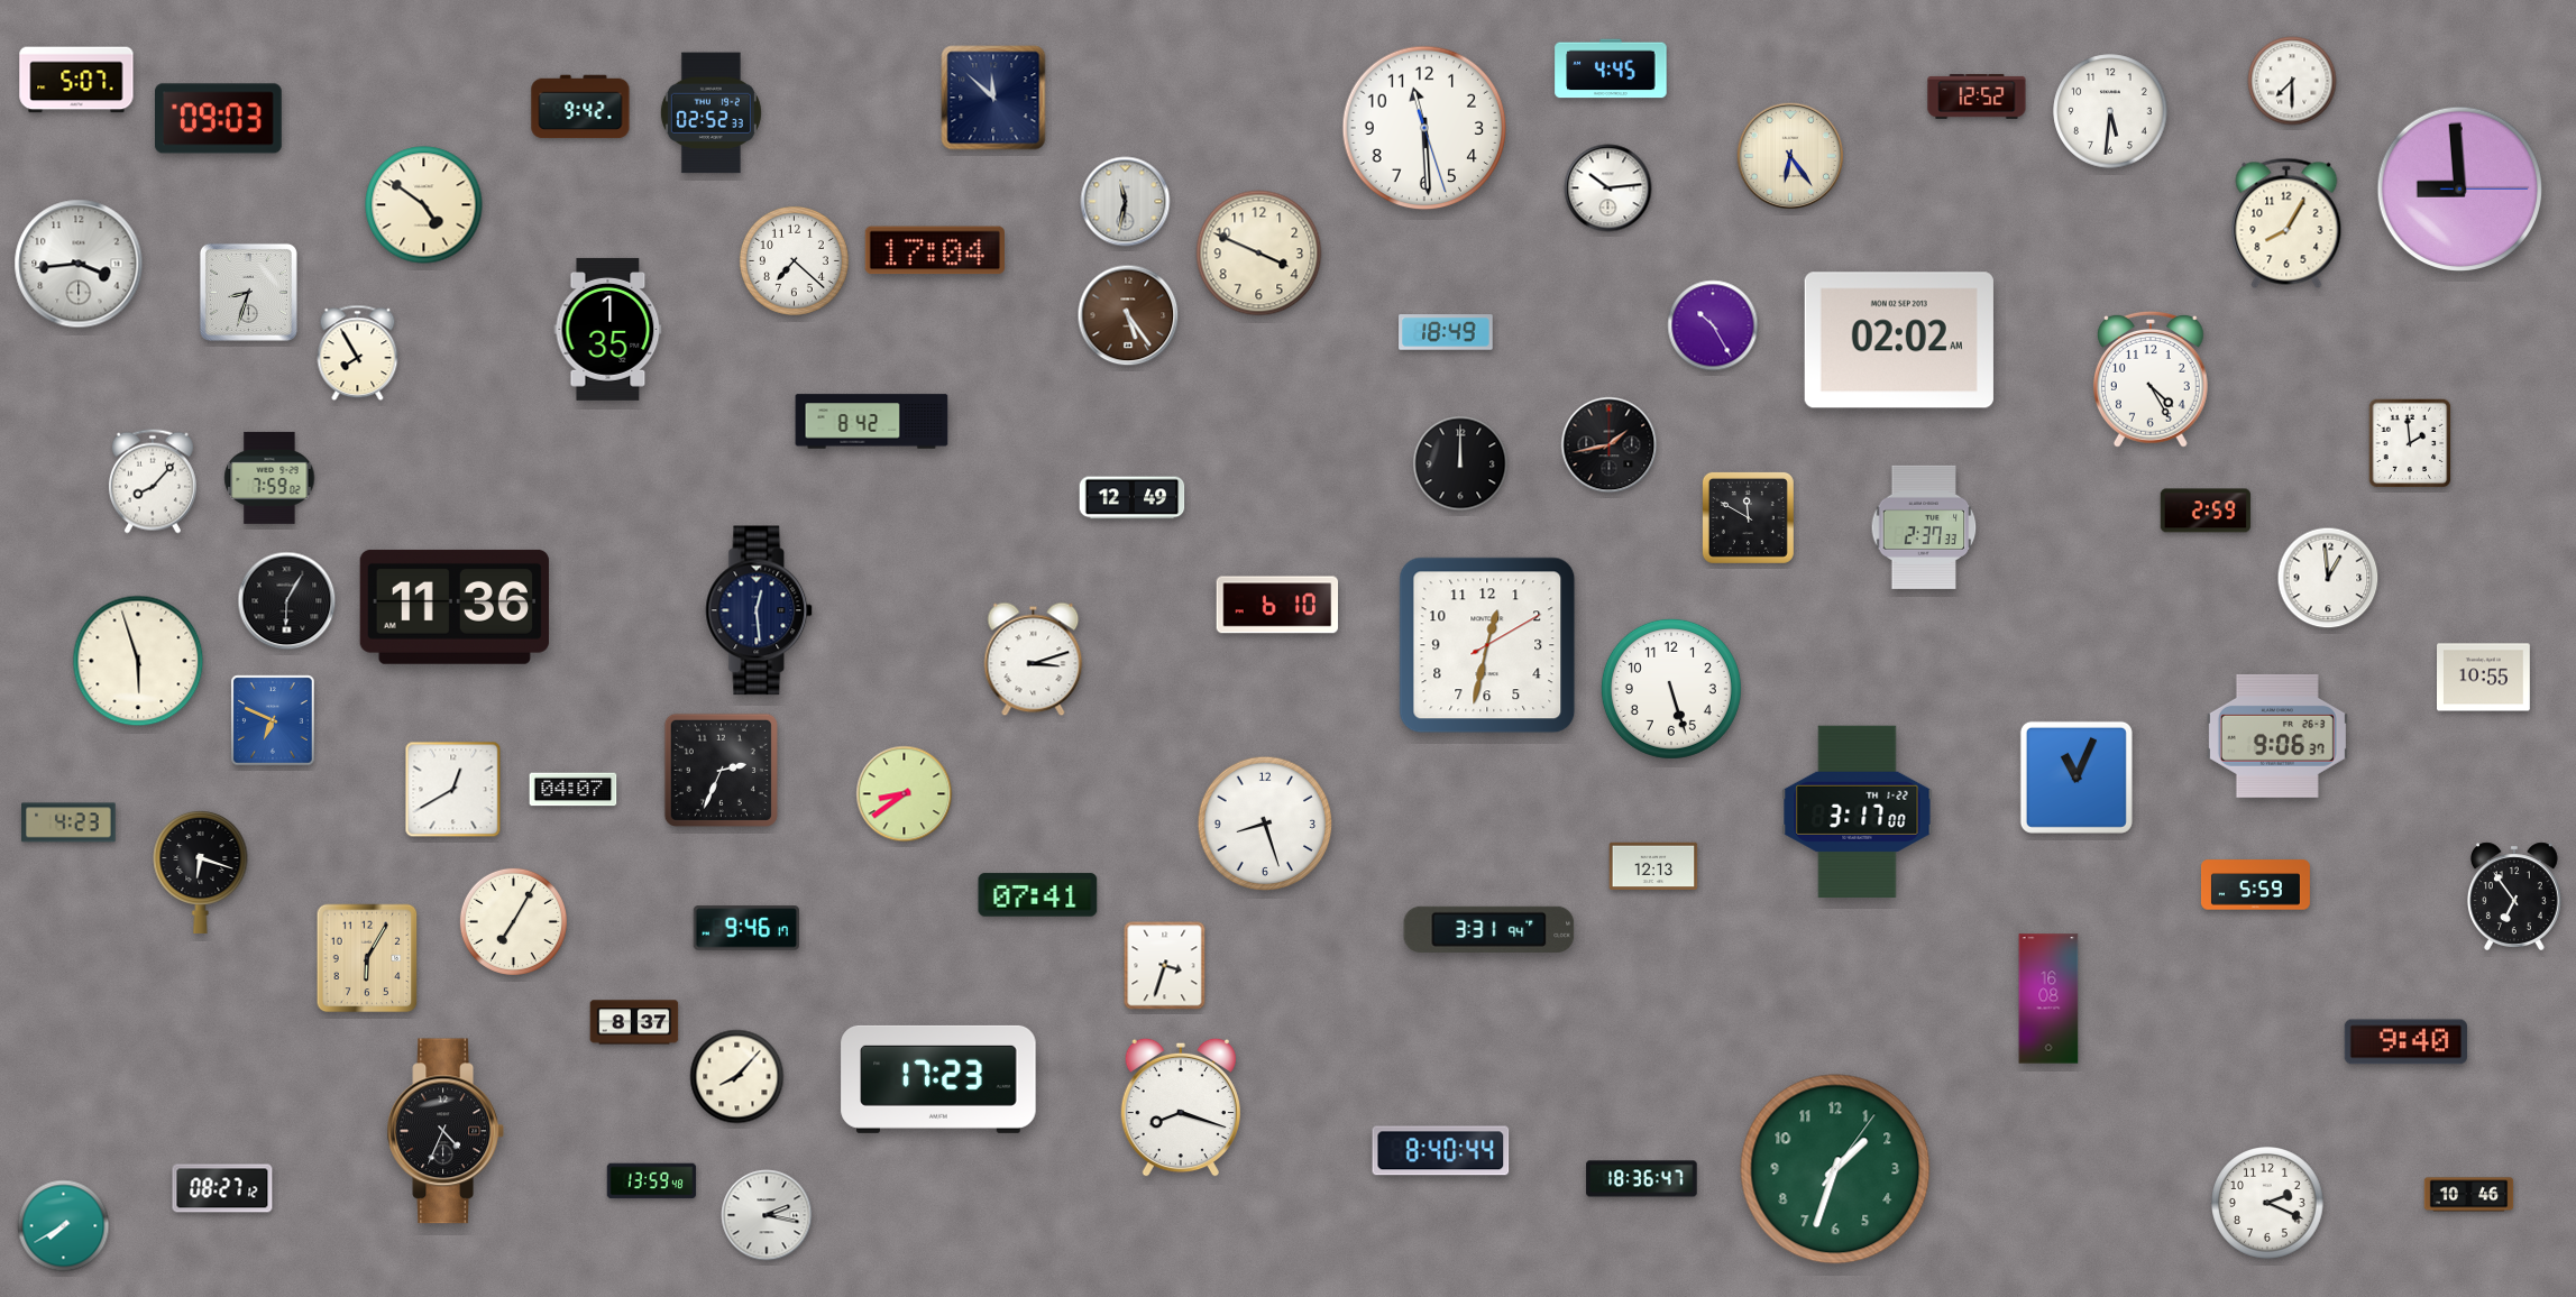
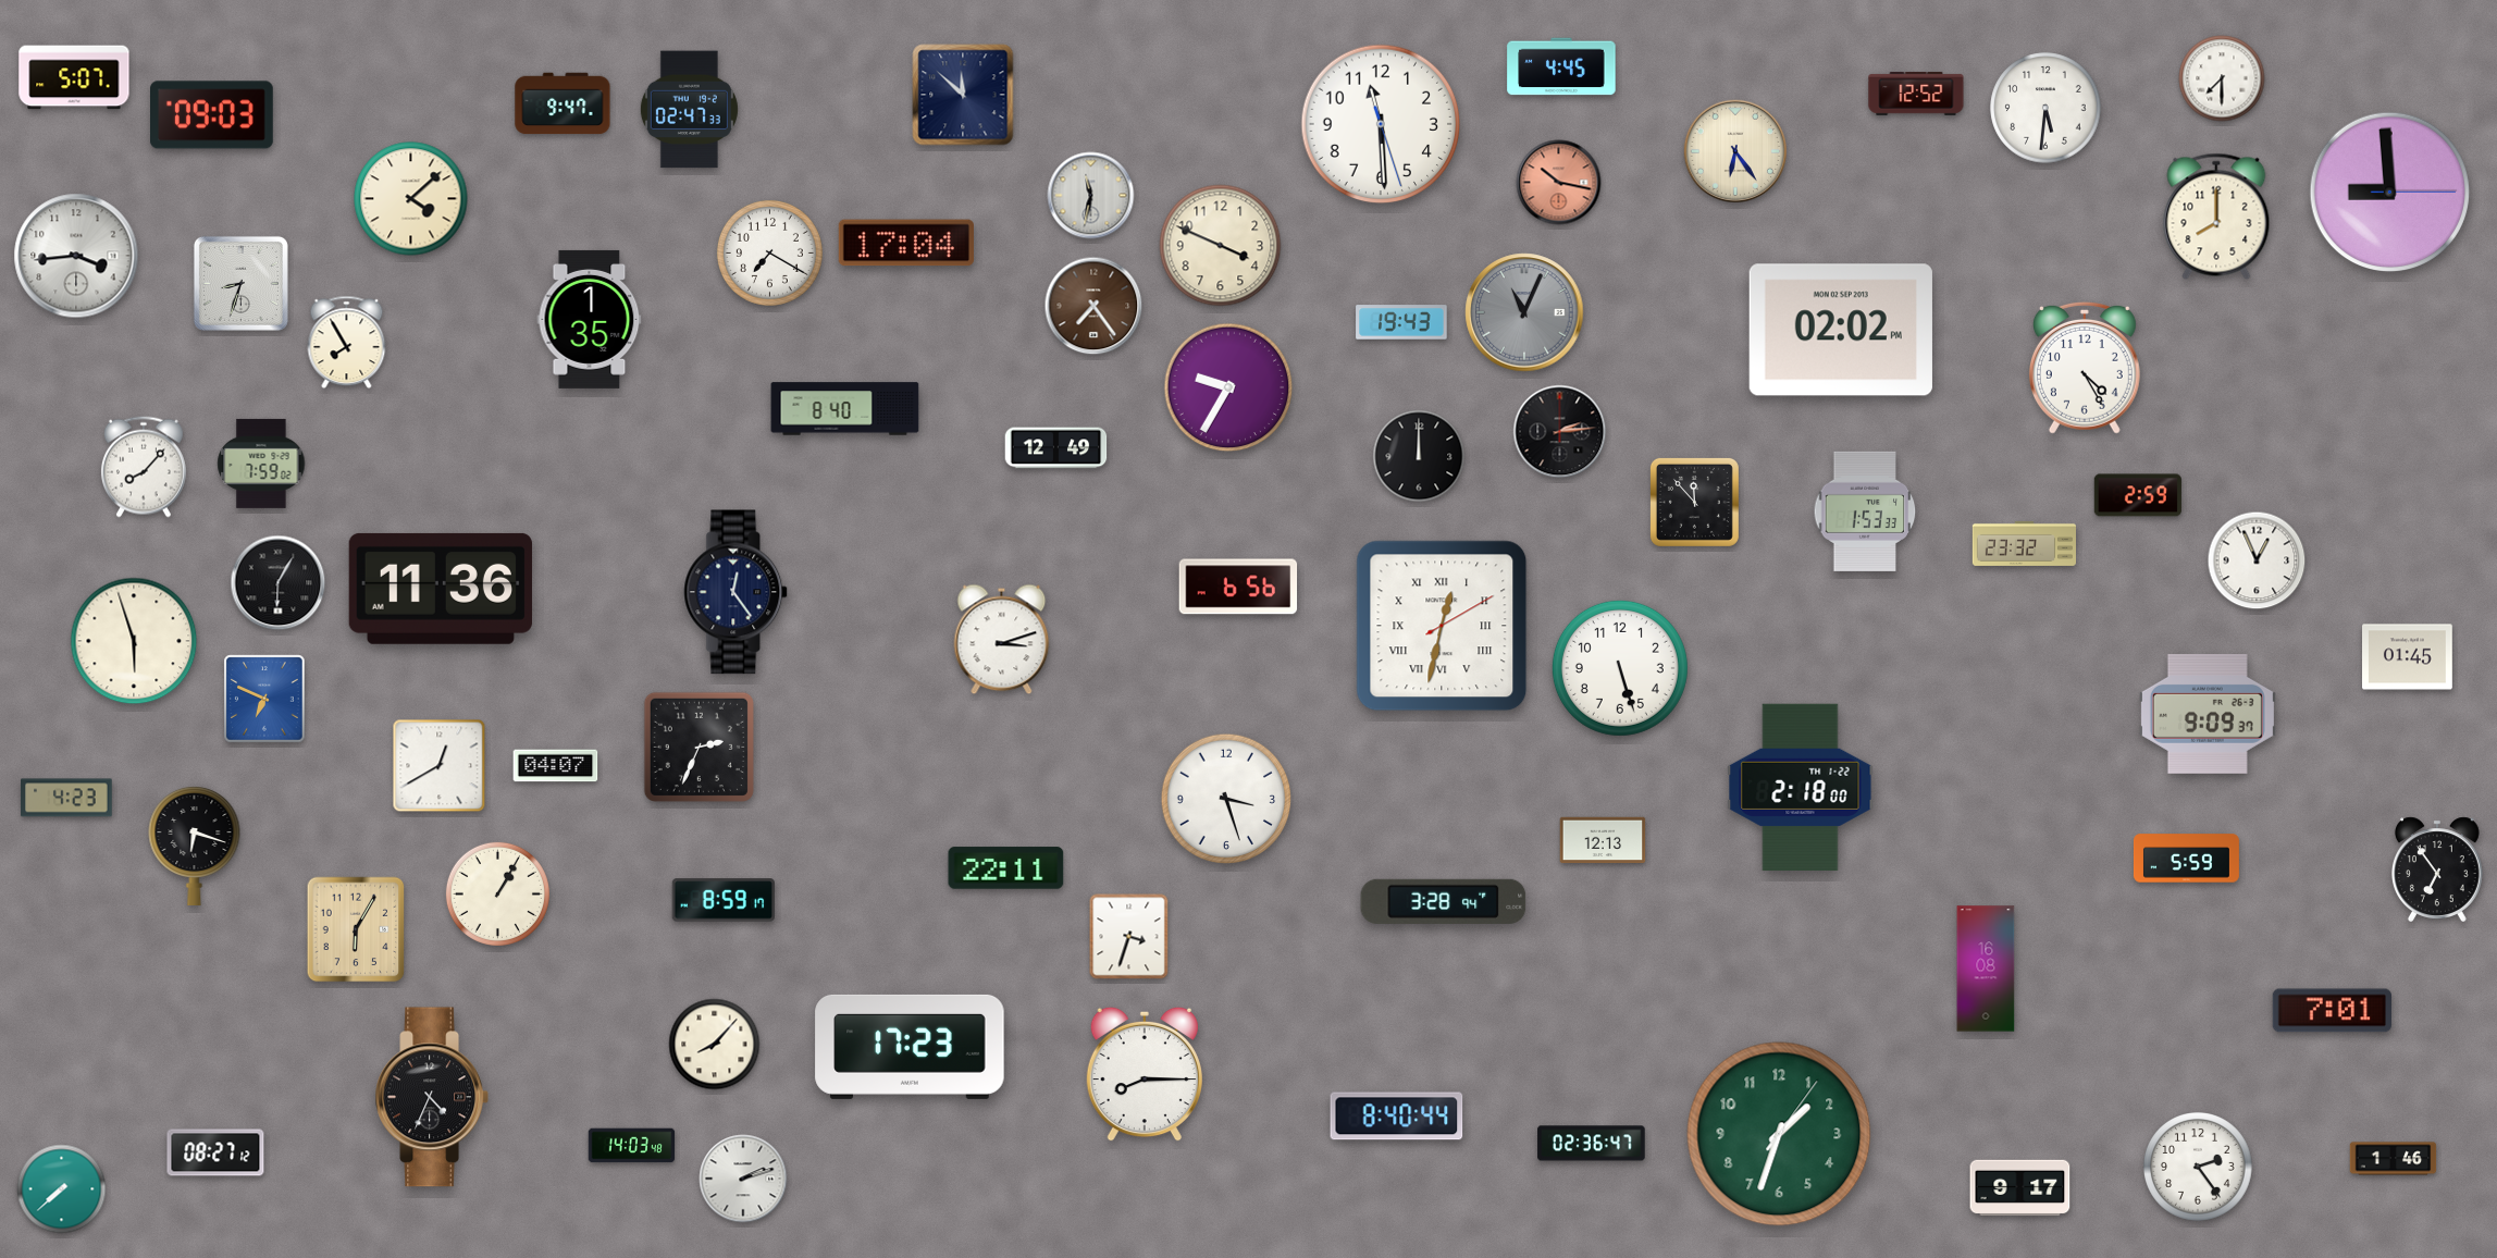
clock at (580, 107): 9:42 -> 9:47
clock at (711, 113): 02:52 -> 02:47
clock at (1608, 188): 10:14 -> 10:17
clock at (1608, 188) dial: white -> salmon
clock at (2459, 188) position: (2459, 188) -> (2389, 192)
clock at (424, 205): 4:51 -> 4:08
clock at (2286, 223): 8:05 -> 8:00
clock at (794, 260): 7:22 -> 7:20
clock at (1128, 315): 5:24 -> 7:24
clock at (1524, 312): none -> 11:04
clock at (1713, 325): 10:25 -> none
clock at (1446, 332): 18:49 -> 19:43
clock at (1899, 340): 02:02 AM -> 02:02 PM
clock at (1228, 387): none -> 9:35
clock at (872, 422): 8:42 -> 8:40
clock at (2410, 443): 1:59 -> none
clock at (1610, 445): 1:43 -> 2:14
clock at (1460, 463) position: (1460, 463) -> (1419, 456)
clock at (153, 481) position: (153, 481) -> (144, 467)
clock at (1133, 498) position: (1133, 498) -> (1056, 448)
clock at (1748, 517): 11:50 -> 11:53
clock at (1924, 527): 2:37 -> 1:53
clock at (2024, 543): none -> 23:32
clock at (2328, 578): 12:59 -> 12:56
clock at (1277, 605): 6:10 -> 6:56
clock at (760, 610): 12:29 -> 12:24
clock at (1487, 645) numerals: Arabic -> Roman
clock at (2484, 678): 10:55 -> 01:45
clock at (2277, 736): 9:06 -> 9:09
clock at (2077, 778): 11:04 -> none
clock at (905, 794): 8:39 -> none
clock at (1858, 811): 3:17 -> 2:18
clock at (1265, 824): 8:27 -> 3:27
clock at (1038, 895): 07:41 -> 22:11
clock at (513, 921): 7:05 -> 1:05
clock at (745, 928): 9:46 -> 8:59
clock at (1489, 929): 3:31 -> 3:28
clock at (634, 1022): 8:37 -> none
clock at (2405, 1042): 9:40 -> 7:01
clock at (1181, 1107): 8:18 -> 8:15
clock at (1642, 1179): 18:36 -> 02:36
clock at (652, 1181): 13:59 -> 14:03
clock at (2469, 1195): 10:46 -> 1:46
clock at (2267, 1203): 2:19 -> 2:24
clock at (767, 1215): 2:17 -> 2:12
clock at (2020, 1188): none -> 9:17
clock at (64, 1226): 7:40 -> 7:38
